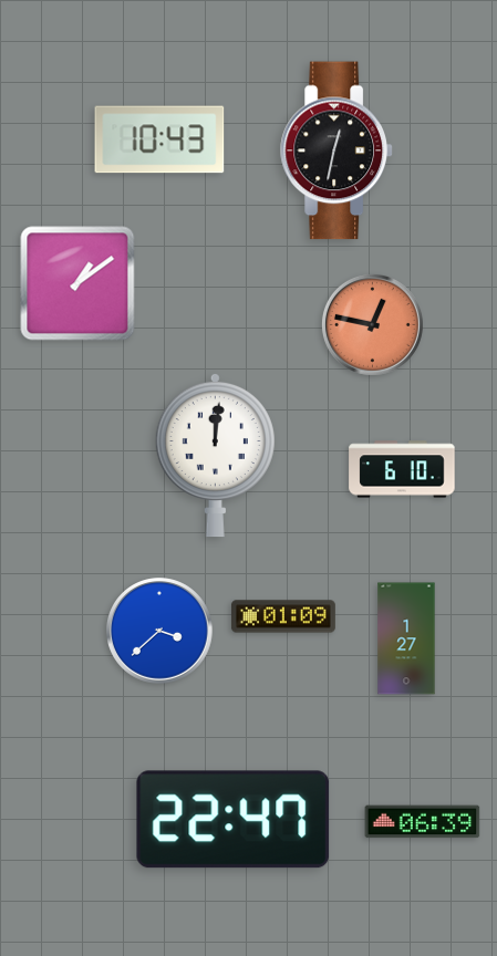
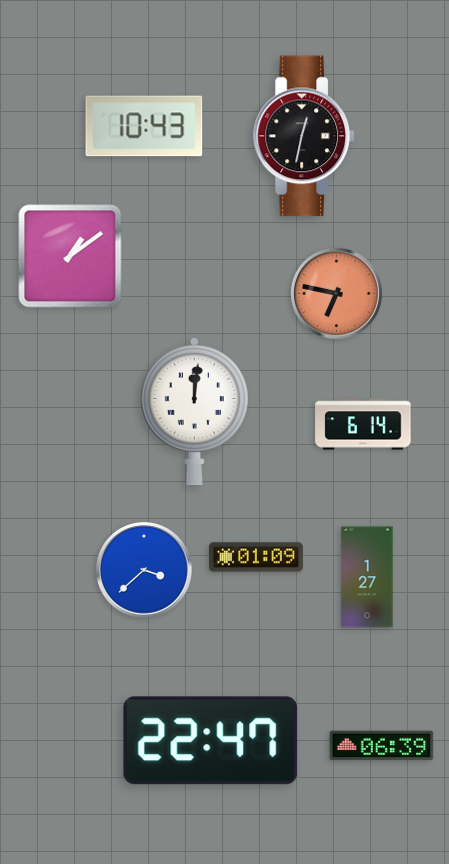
clock at (372, 324): 12:47 -> 6:47
clock at (402, 469): 6:10 -> 6:14
clock at (423, 822) position: (423, 822) -> (382, 746)
